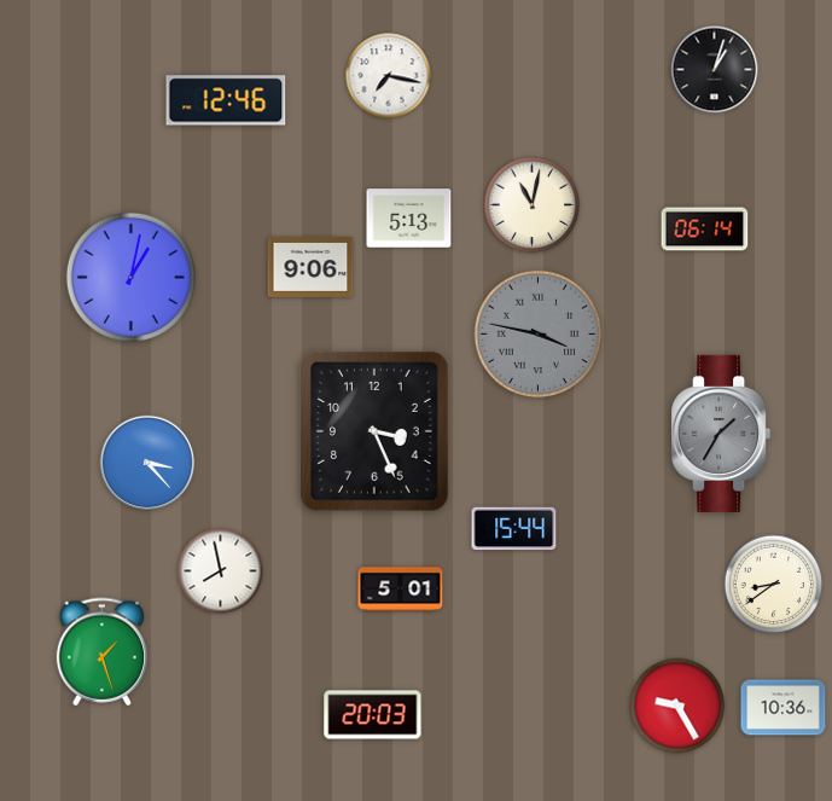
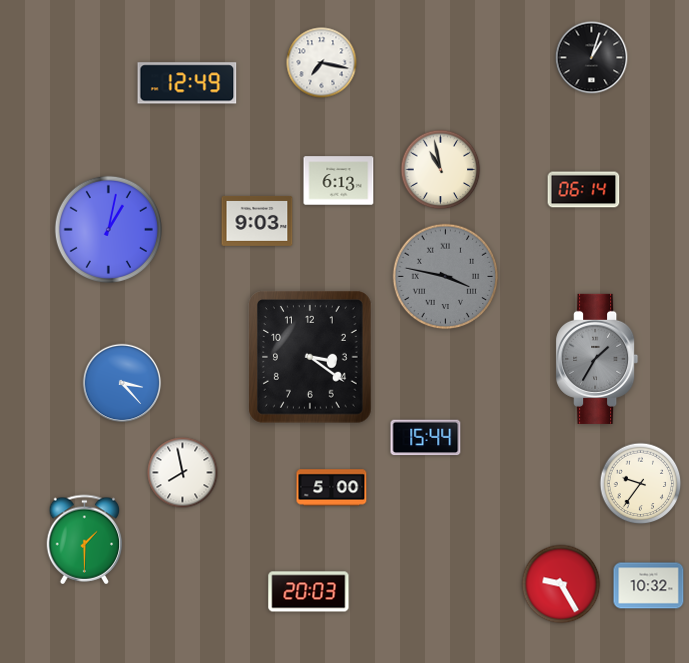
clock at (226, 100): 12:46 -> 12:49
clock at (533, 205): 11:02 -> 10:58
clock at (409, 219): 5:13 -> 6:13
clock at (310, 267): 9:06 -> 9:03
clock at (374, 431): 3:26 -> 3:21
clock at (774, 585): 8:39 -> 9:36
clock at (401, 590): 5:01 -> 5:00
clock at (103, 652): 1:27 -> 1:30
clock at (784, 708): 10:36 -> 10:32
